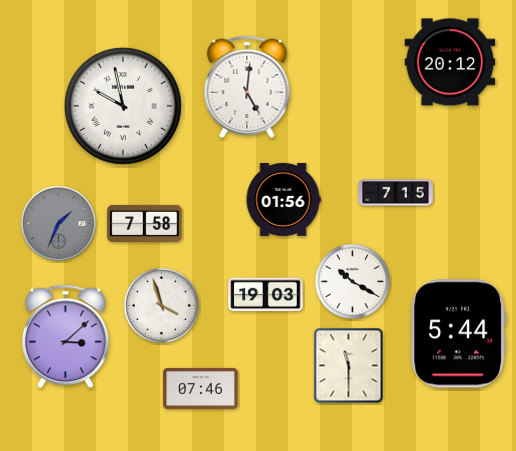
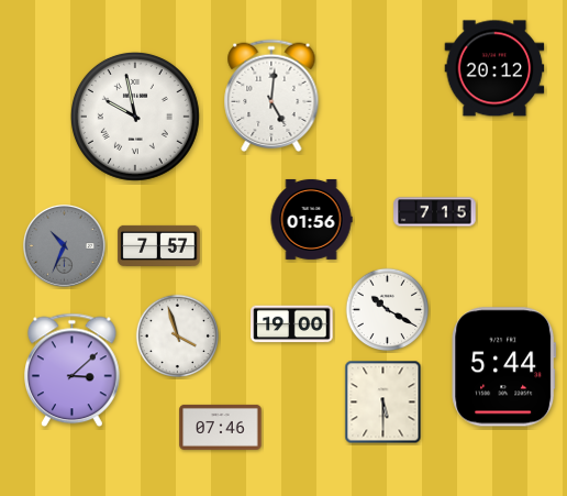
clock at (58, 223): 1:34 -> 10:34
clock at (145, 223): 7:58 -> 7:57
clock at (266, 295): 19:03 -> 19:00
clock at (349, 366): 11:30 -> 5:30
